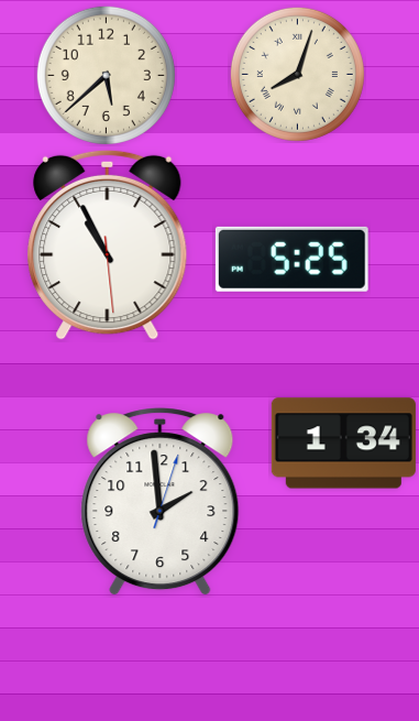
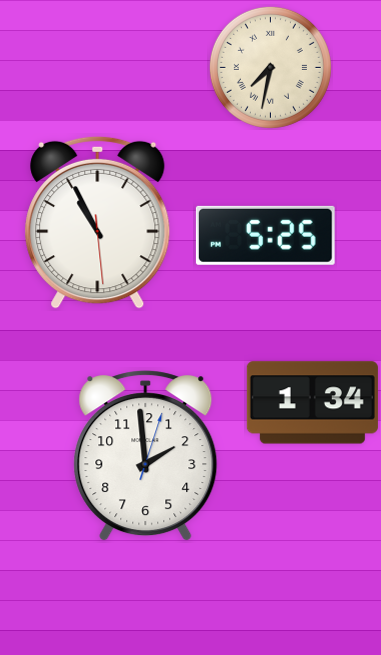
clock at (297, 74): 8:03 -> 7:32
clock at (106, 75): 5:38 -> none
